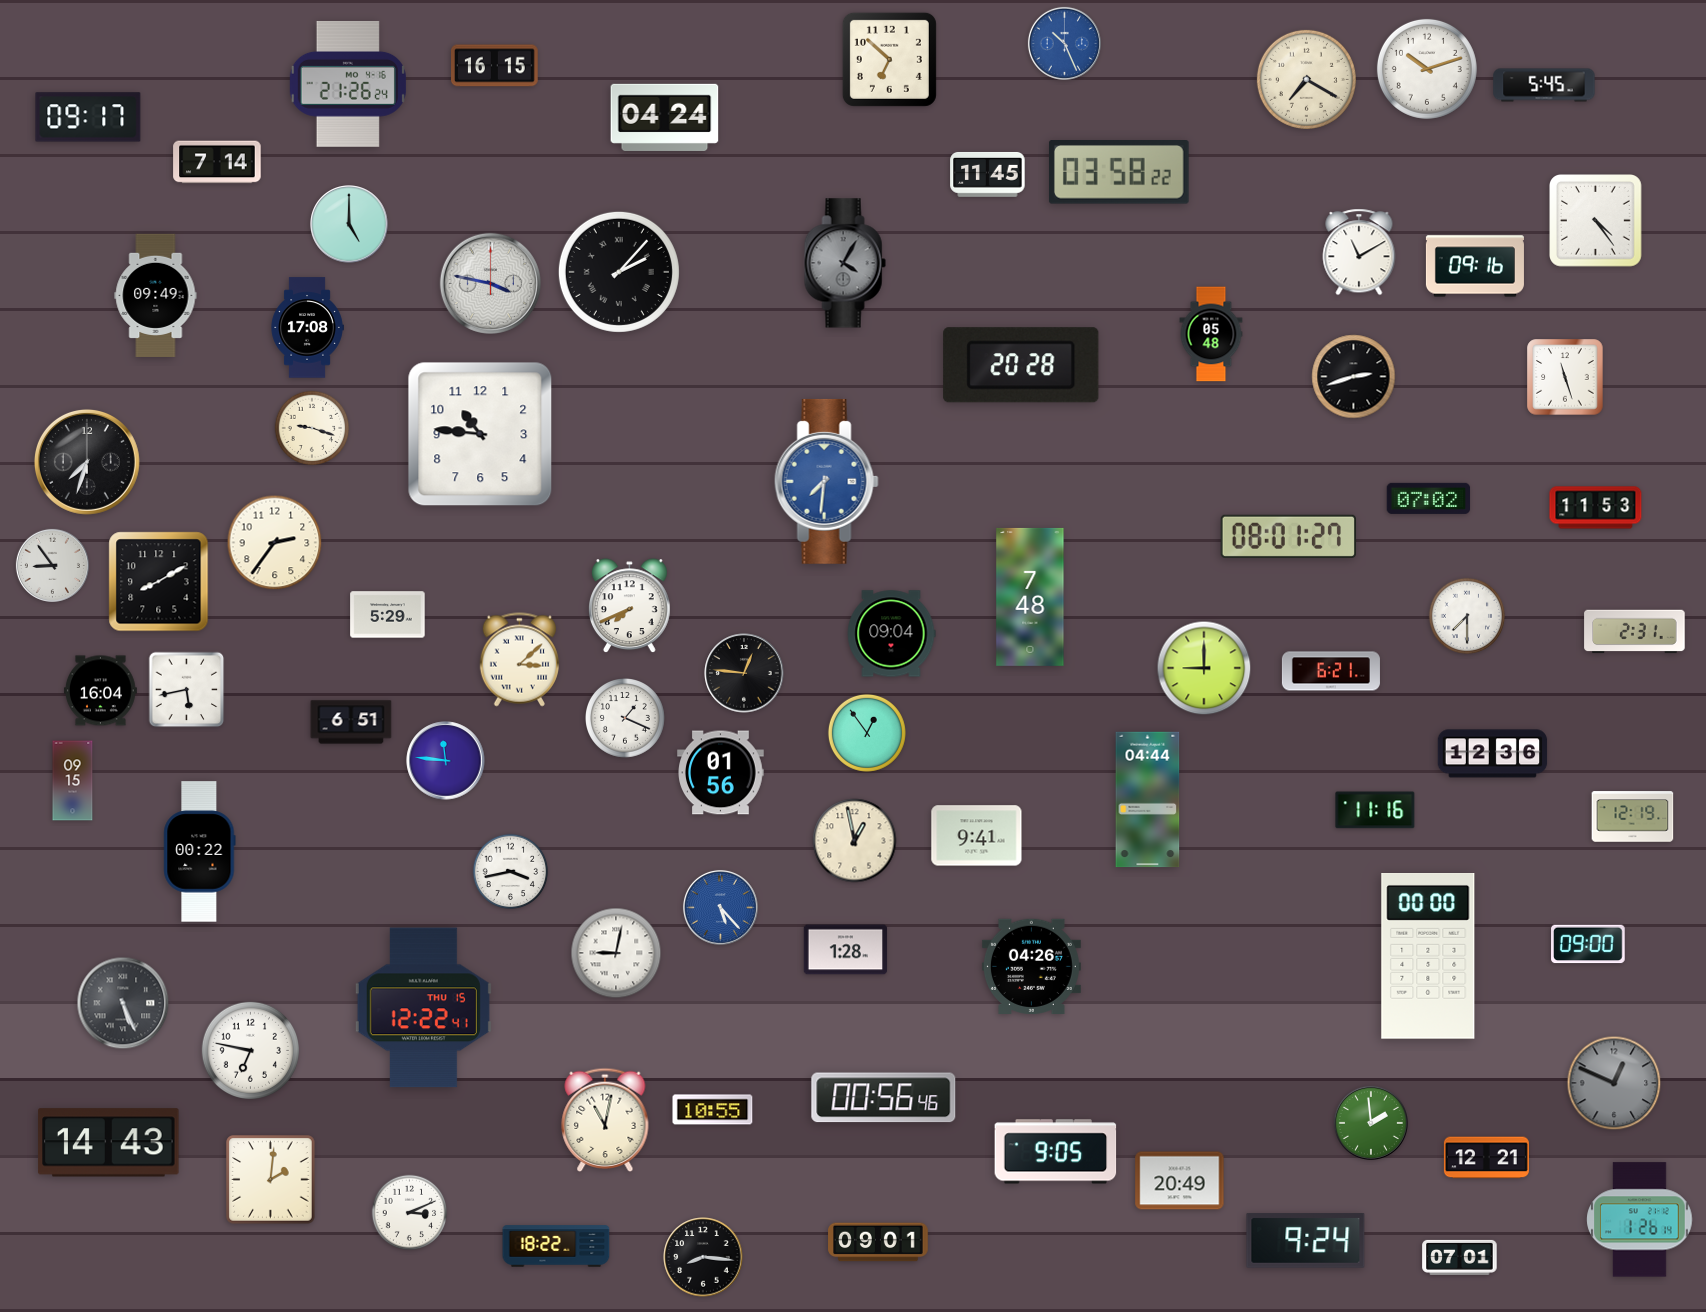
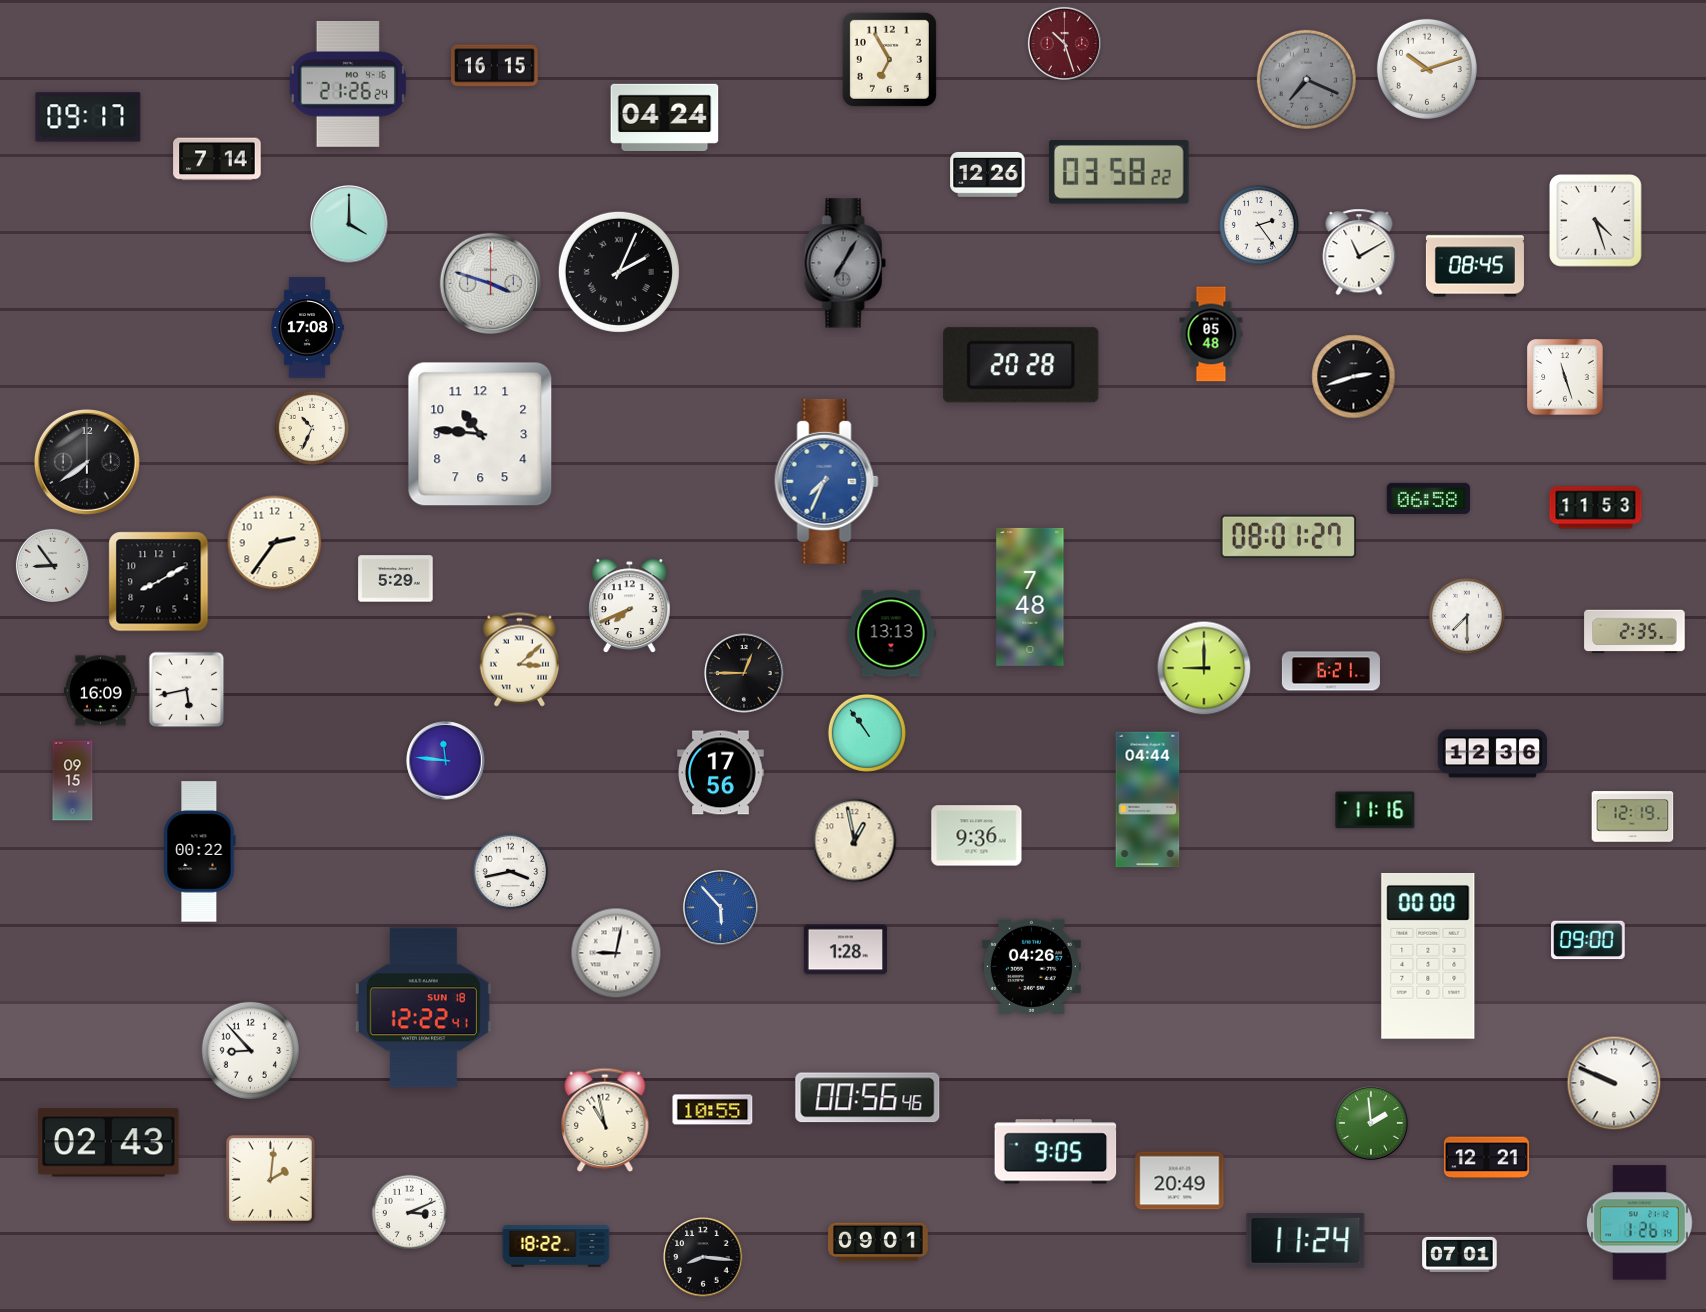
clock at (1064, 43): 10:26 -> 10:27
clock at (1064, 43) dial: blue -> burgundy
clock at (889, 59): 6:52 -> 6:55
clock at (1306, 79): 7:20 -> 7:19
clock at (1306, 79) dial: cream -> grey
clock at (1544, 85): 5:45 -> none
clock at (217, 162) position: (217, 162) -> (217, 159)
clock at (988, 174): 11:45 -> 12:26
clock at (1596, 221): 4:24 -> 4:27
clock at (349, 224): 5:00 -> 4:00
clock at (1260, 226): none -> 2:24
clock at (845, 263): 4:05 -> 7:05
clock at (1475, 266): 09:16 -> 08:45
clock at (619, 272): 2:07 -> 2:04
clock at (490, 283): 3:47 -> 3:48
clock at (156, 295): 09:49 -> none
clock at (312, 428): 9:18 -> 10:34
clock at (87, 462): 7:33 -> 7:39
clock at (826, 481): 7:31 -> 7:34
clock at (1429, 498): 07:02 -> 06:58
clock at (388, 615) position: (388, 615) -> (396, 579)
clock at (1635, 632): 2:31 -> 2:35
clock at (891, 634): 09:04 -> 13:13
clock at (744, 673): 12:46 -> 12:45
clock at (100, 691): 16:04 -> 16:09
clock at (626, 719): 1:19 -> none
clock at (351, 722): 6:51 -> none
clock at (867, 733): 12:54 -> 10:54
clock at (721, 773): 01:56 -> 17:56
clock at (977, 836): 9:41 -> 9:36
clock at (720, 907): 5:23 -> 5:53
clock at (1588, 944) position: (1588, 944) -> (1588, 940)
clock at (123, 1003): 5:26 -> none
clock at (423, 1008) date: THU 15 -> SUN 18
clock at (250, 1050): 6:47 -> 8:53
clock at (1614, 1083): 12:49 -> 9:49
clock at (1614, 1083) dial: grey -> white
clock at (884, 1098) position: (884, 1098) -> (868, 1098)
clock at (605, 1119): 11:02 -> 10:58
clock at (109, 1143): 14:43 -> 02:43
clock at (1640, 1220) position: (1640, 1220) -> (1640, 1223)
clock at (1306, 1241): 9:24 -> 11:24
clock at (1460, 1257) position: (1460, 1257) -> (1460, 1254)
